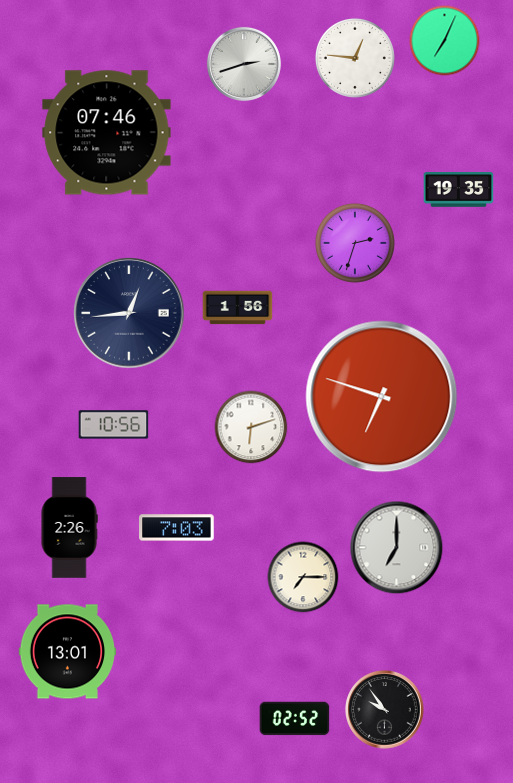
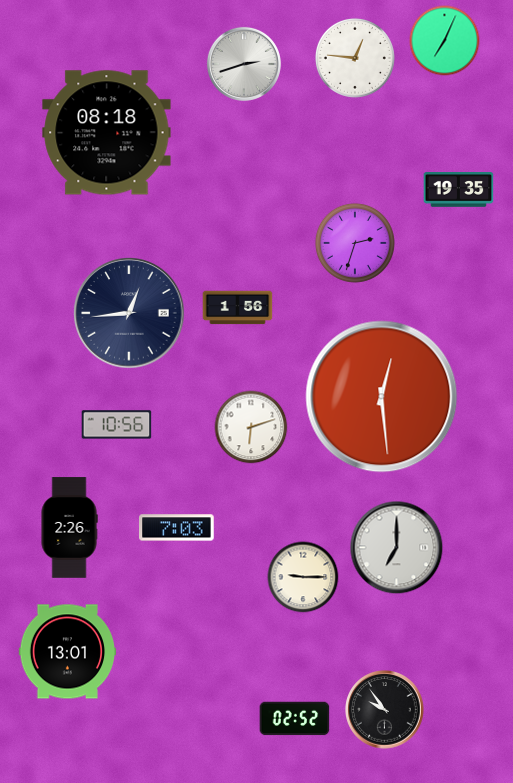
clock at (107, 133): 07:46 -> 08:18
clock at (382, 397): 6:48 -> 12:29
clock at (114, 425) position: (114, 425) -> (117, 425)
clock at (303, 577): 7:15 -> 9:15
